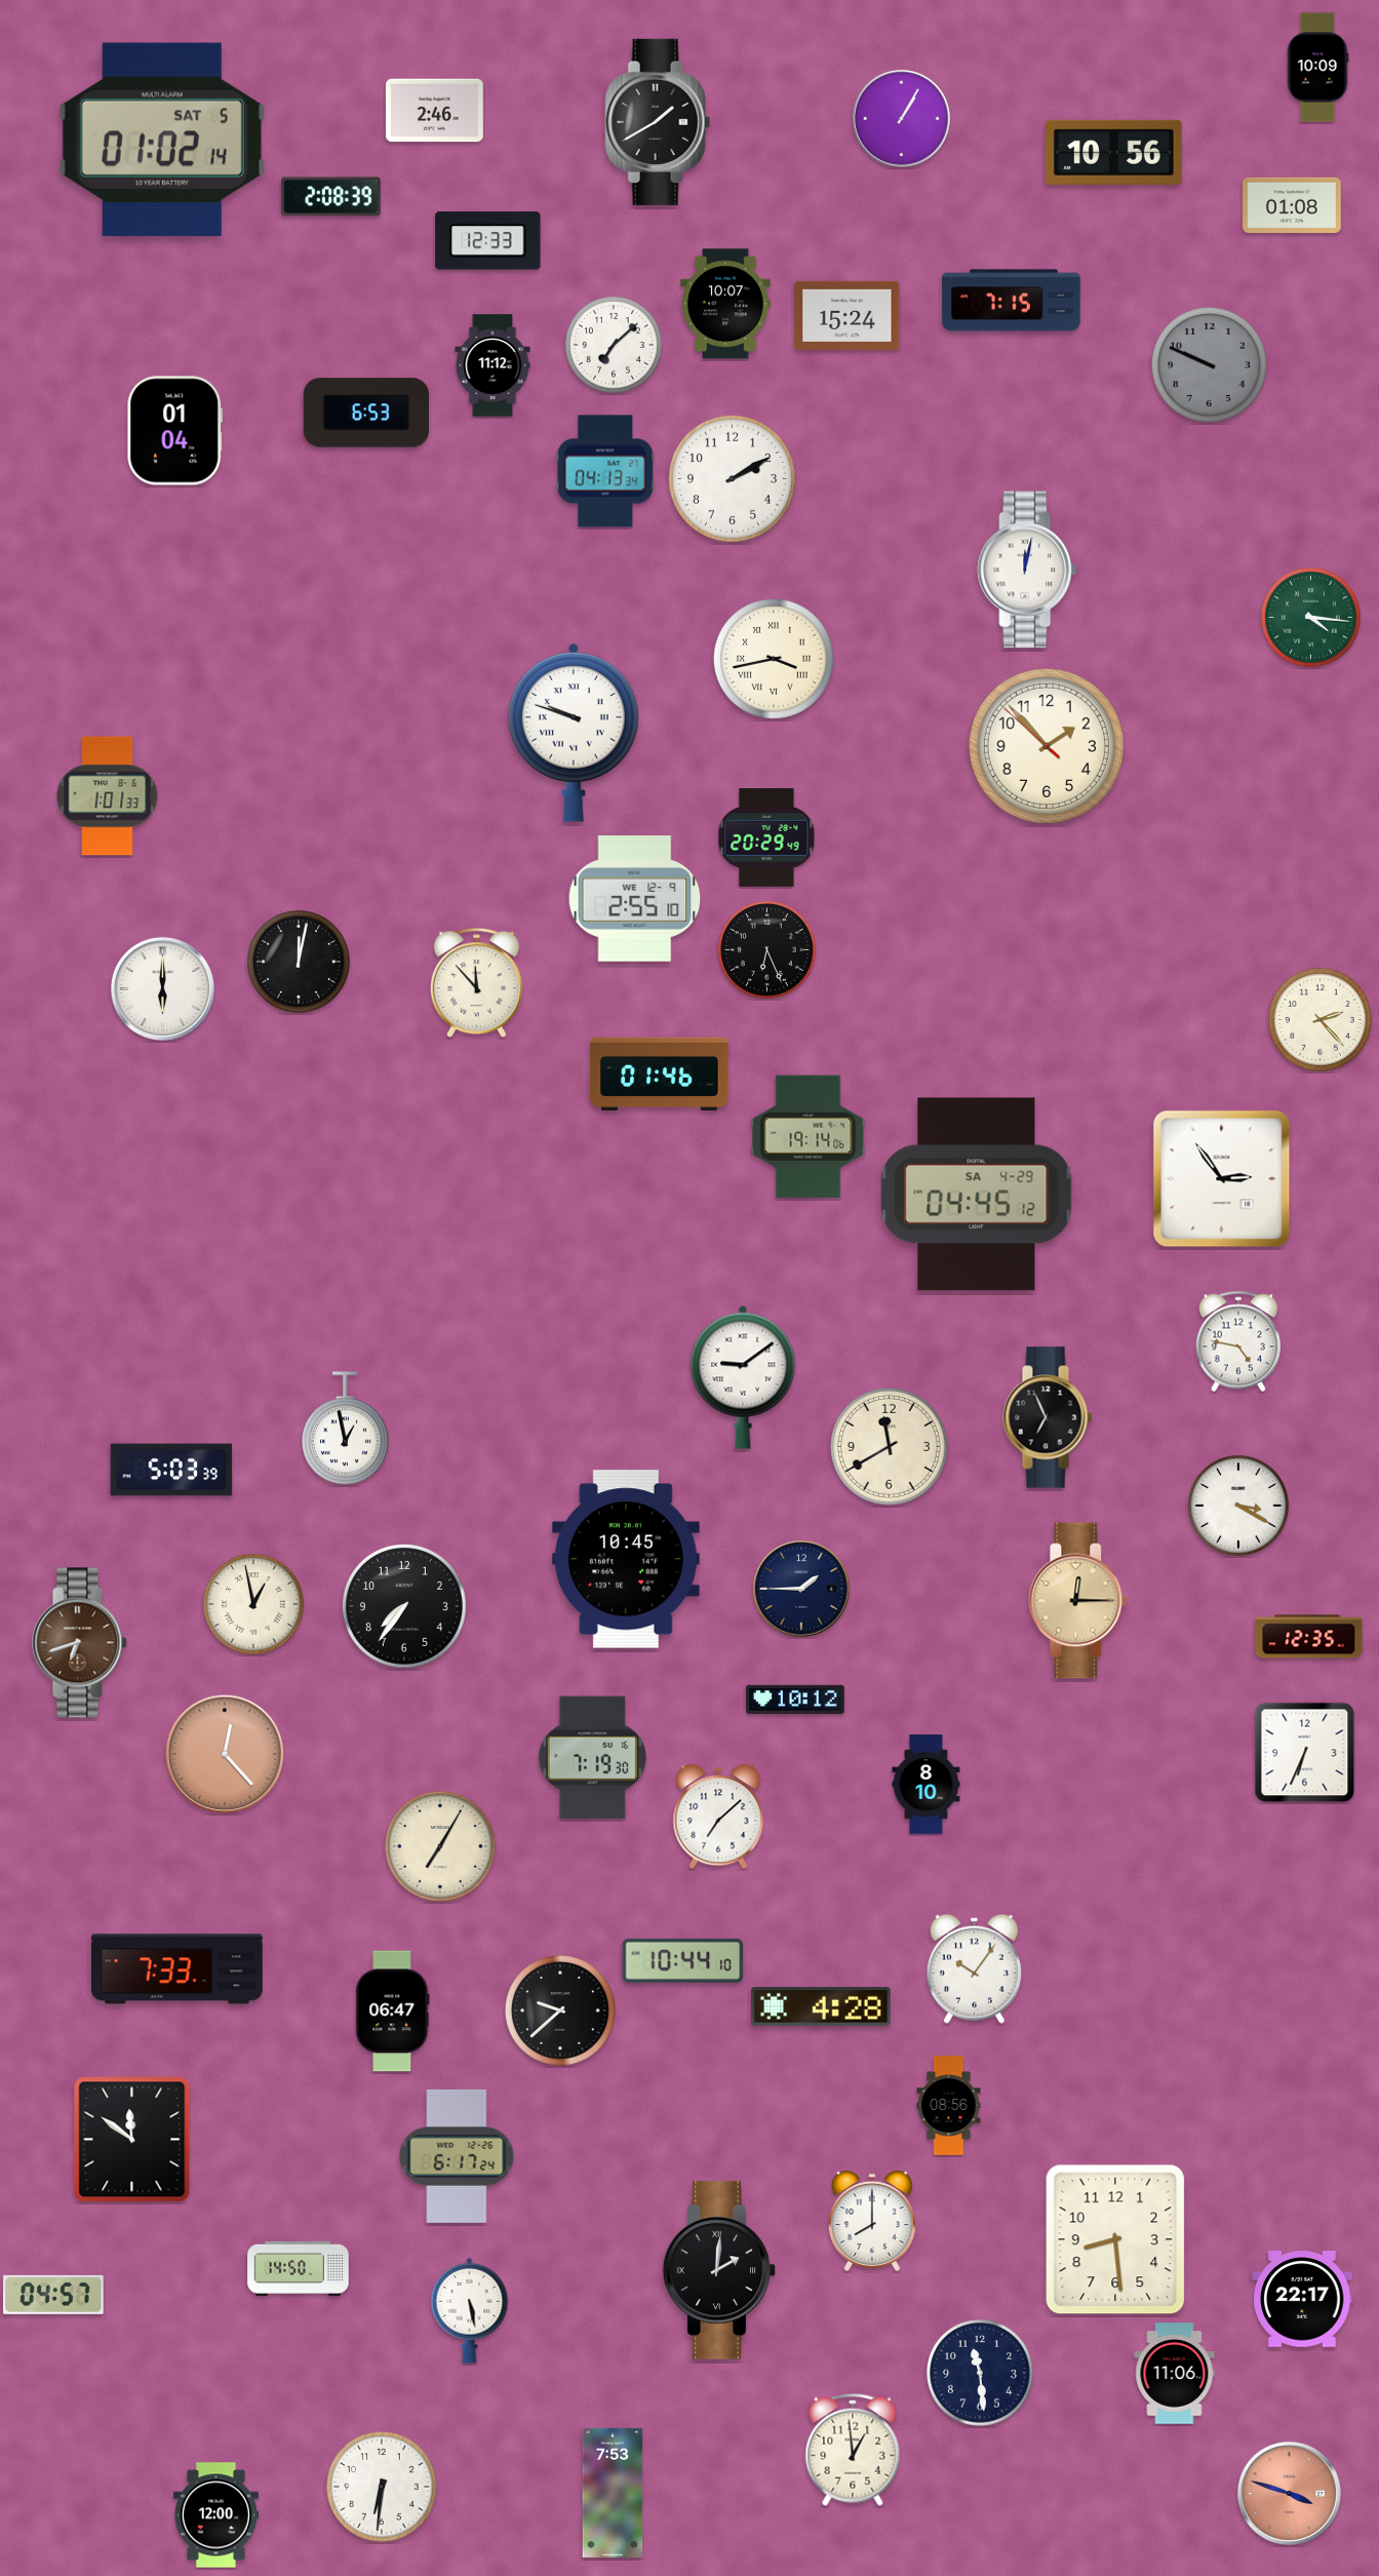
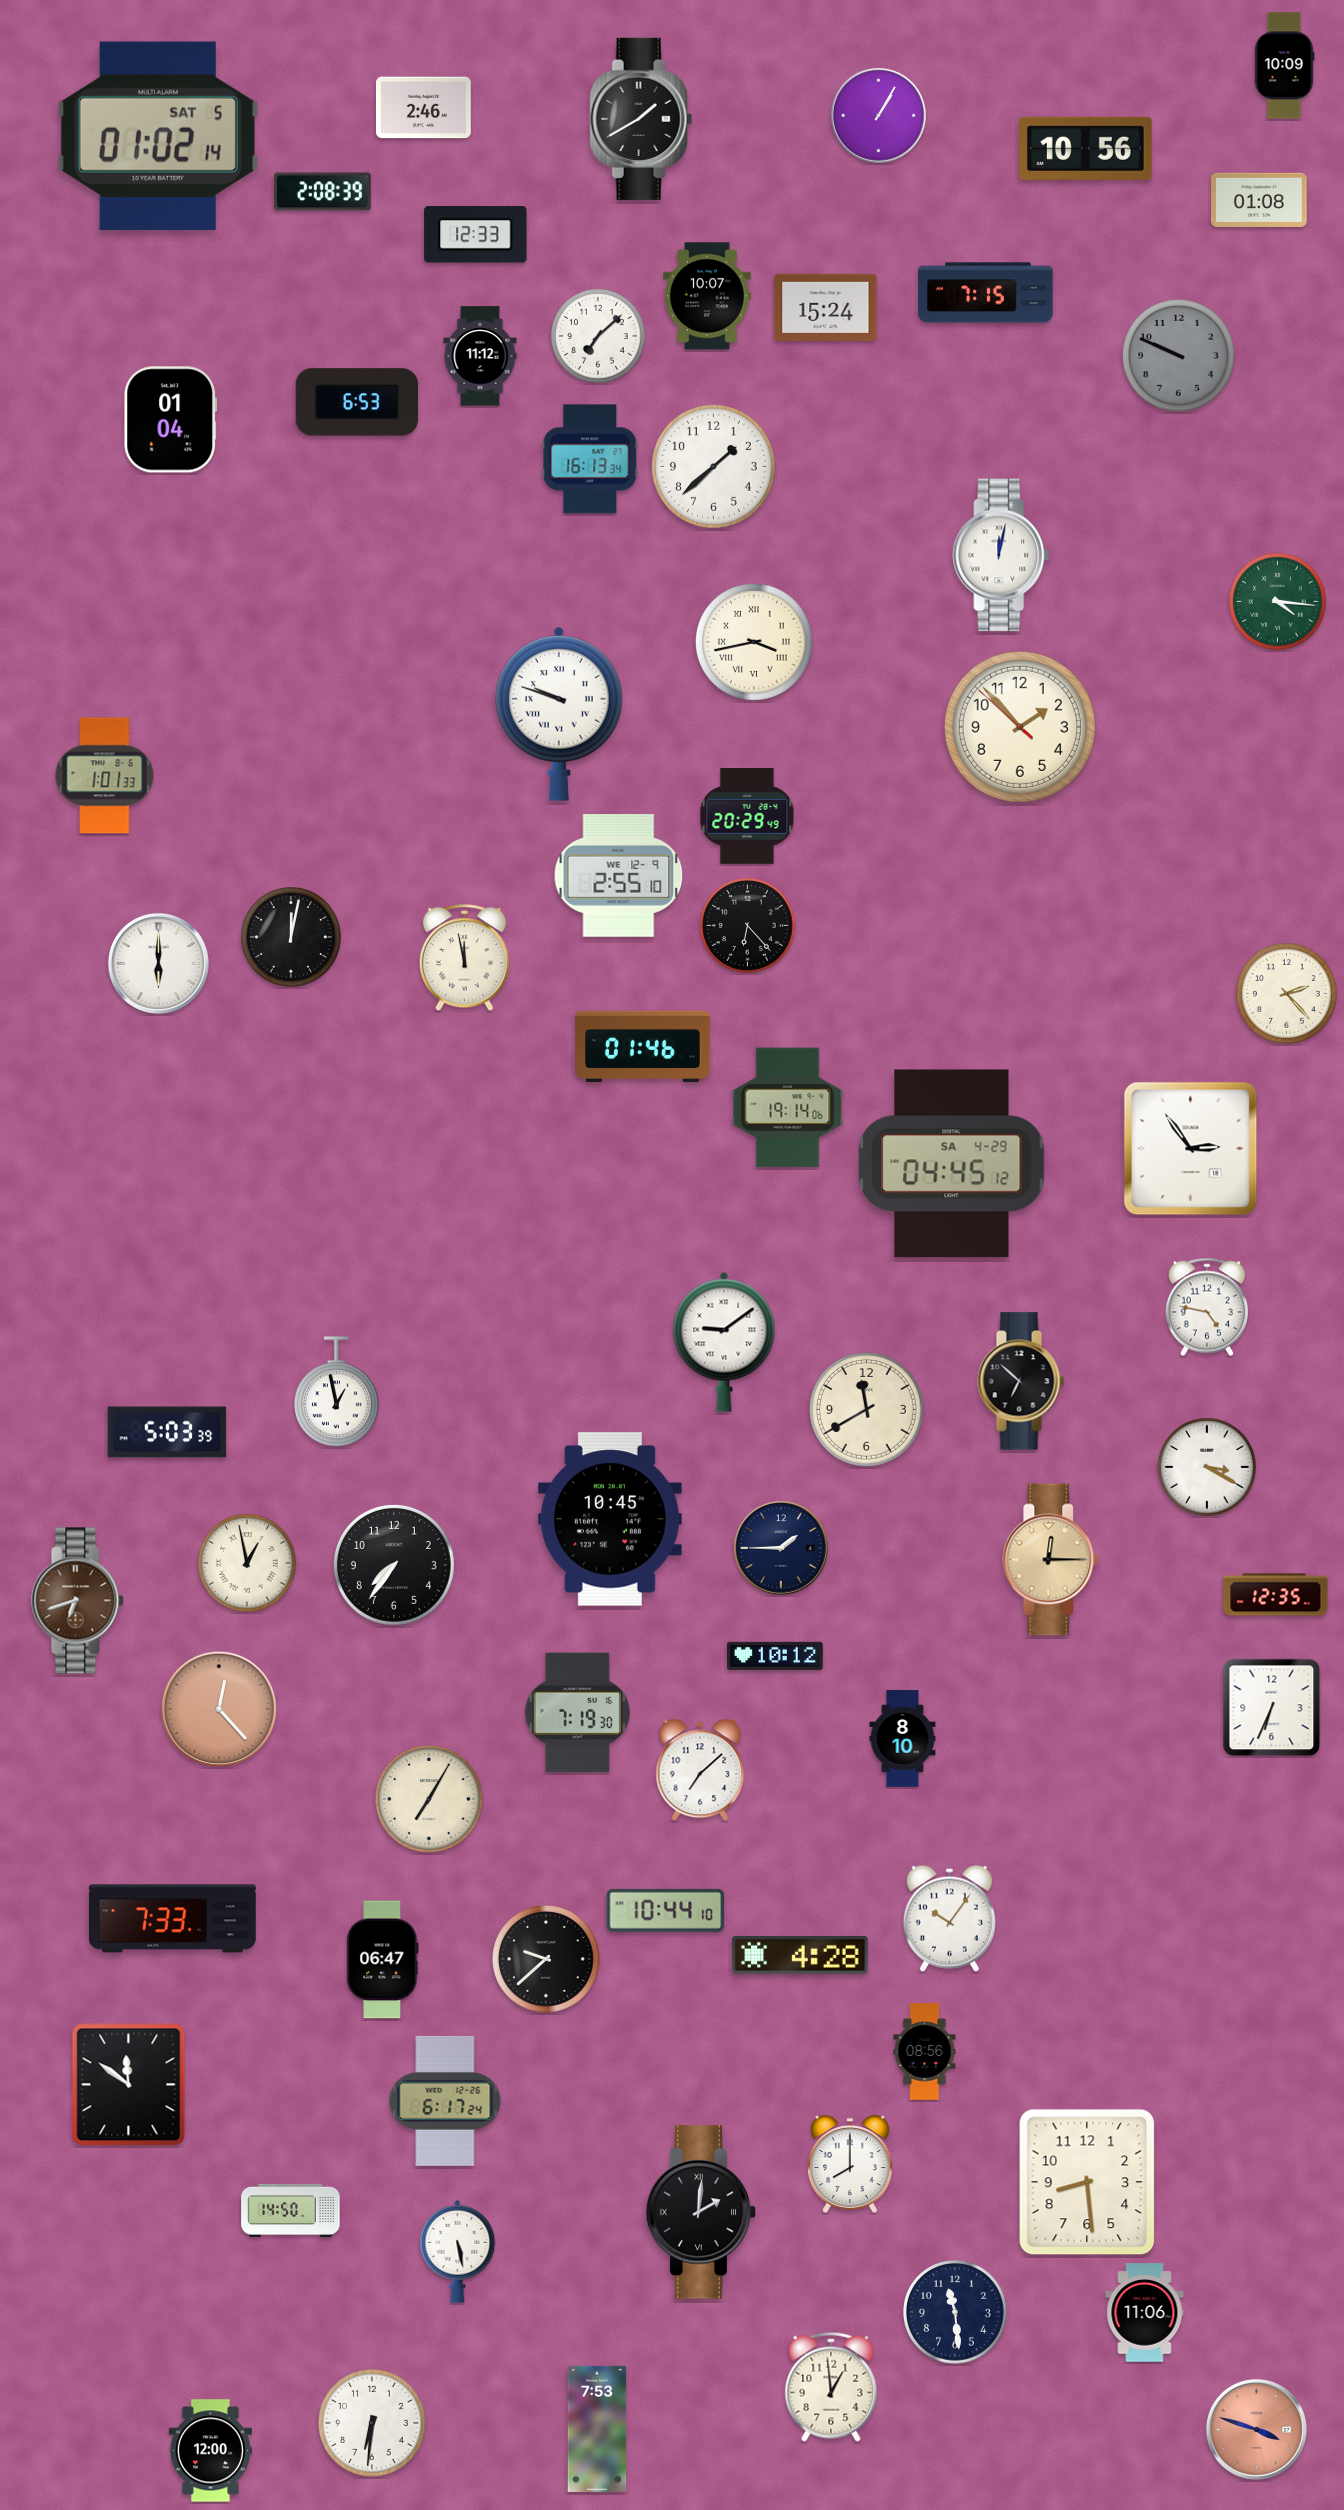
clock at (605, 471): 04:13 -> 16:13
clock at (732, 478): 2:10 -> 1:38
clock at (767, 950): 6:26 -> 6:23
clock at (476, 983): 11:53 -> 11:58
clock at (1048, 1417): 6:56 -> 6:52
clock at (53, 2295): 04:57 -> none
clock at (1302, 2299): 22:17 -> none
